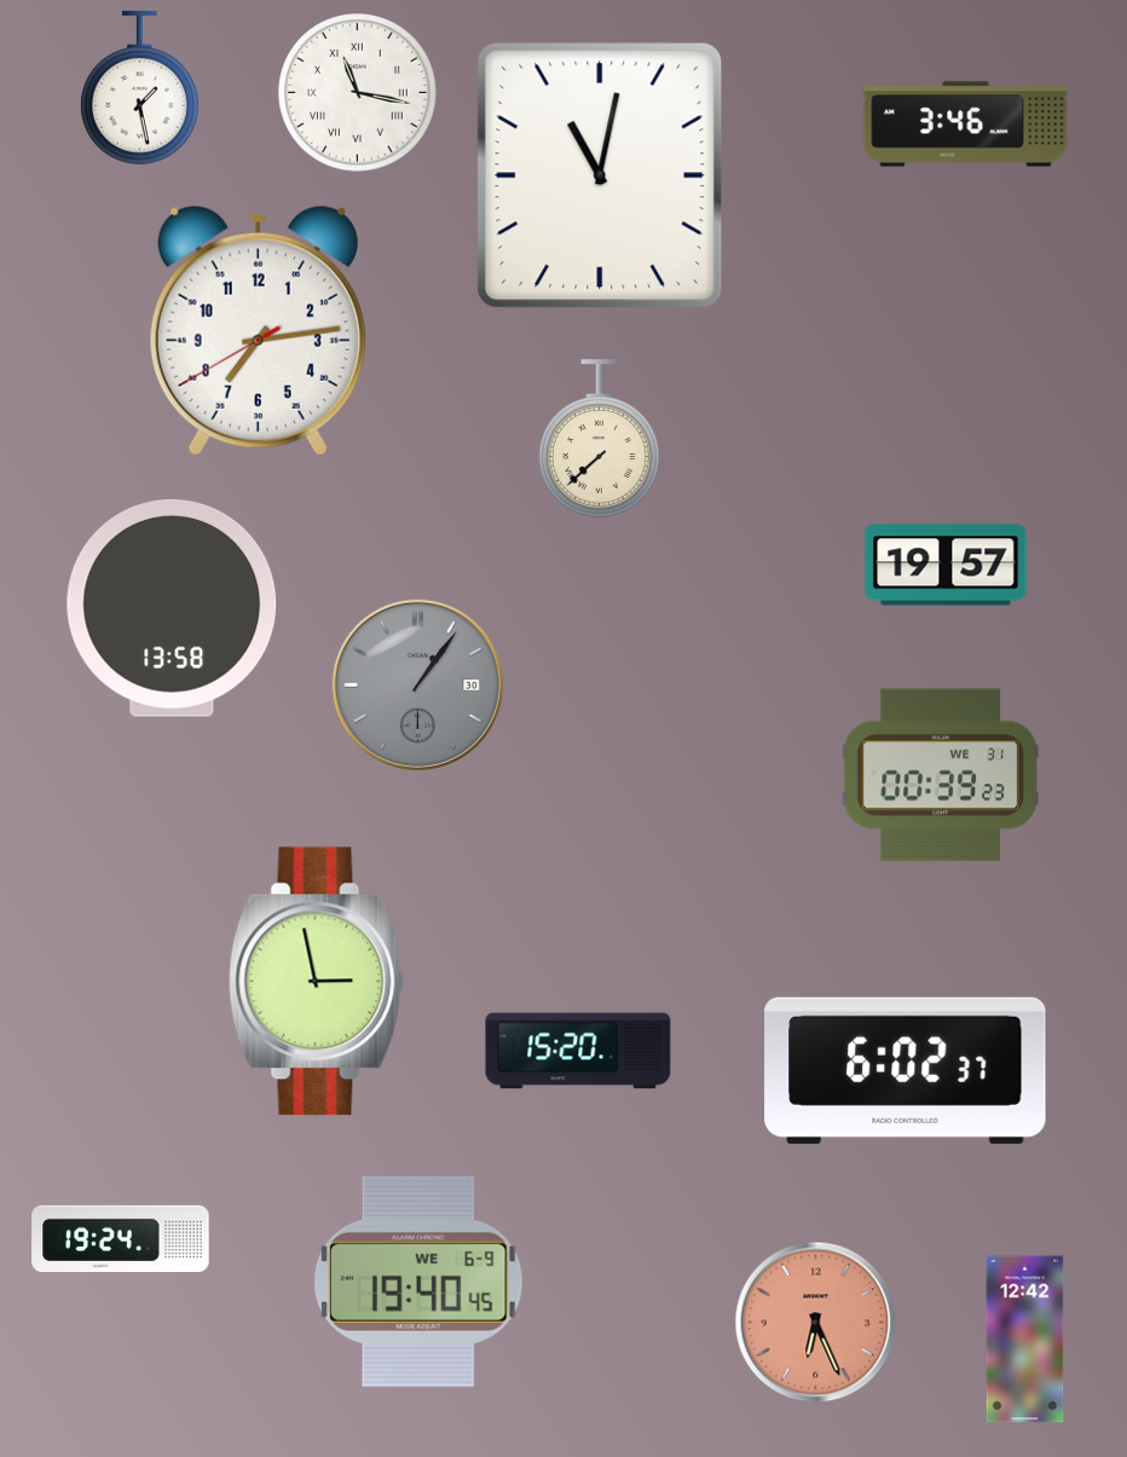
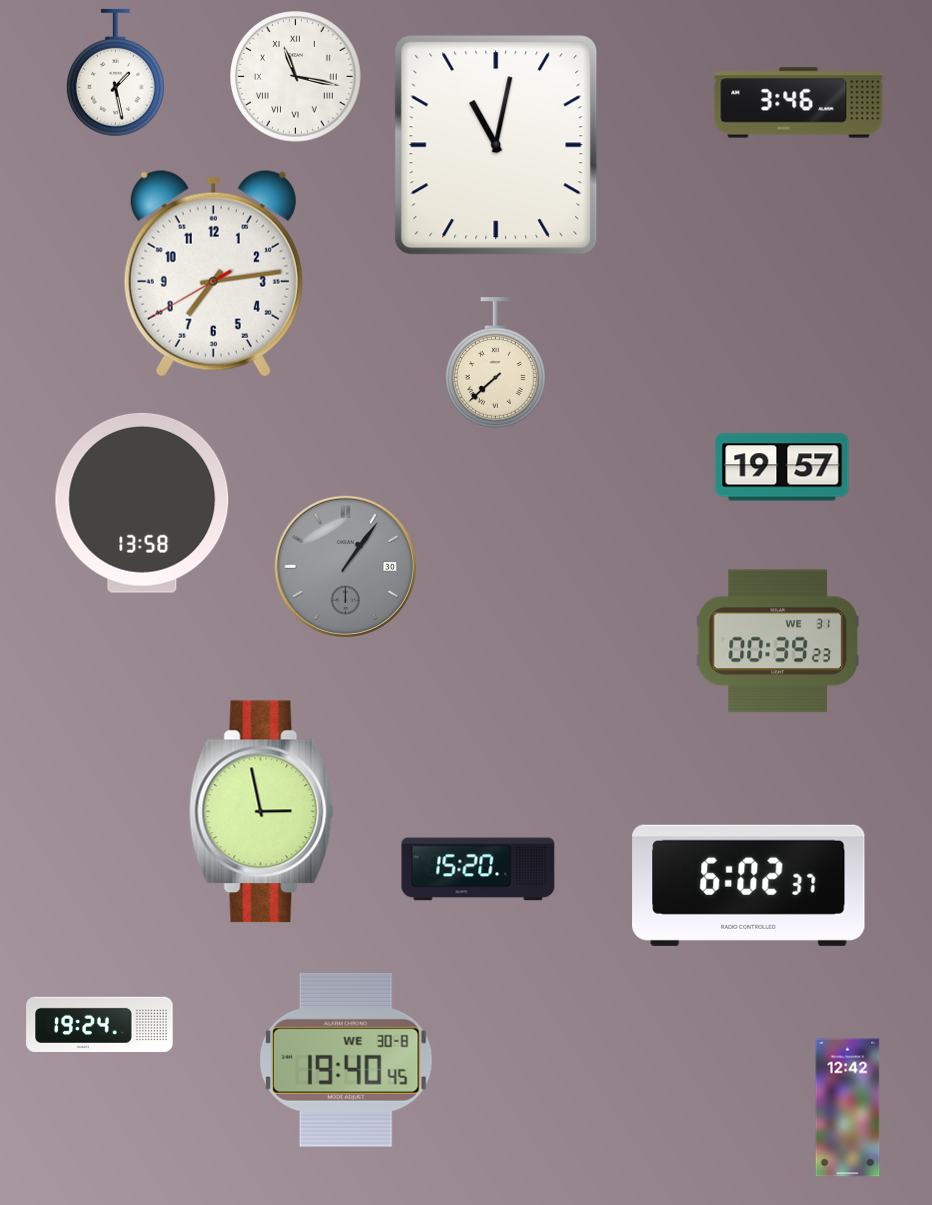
clock at (418, 1282) date: WE 6-9 -> WE 30-8
clock at (816, 1323): 6:26 -> none
